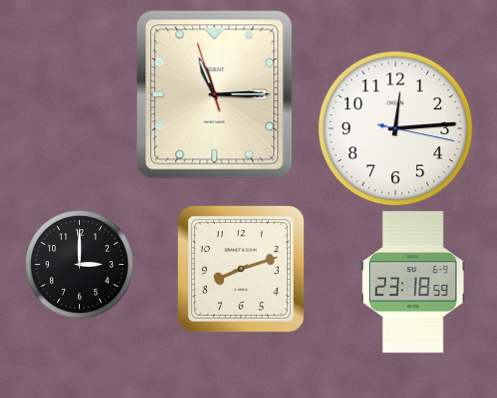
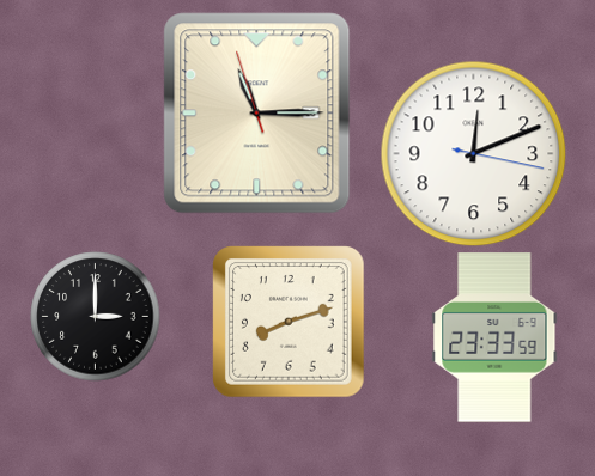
clock at (396, 129): 12:14 -> 12:11
clock at (413, 282): 23:18 -> 23:33
